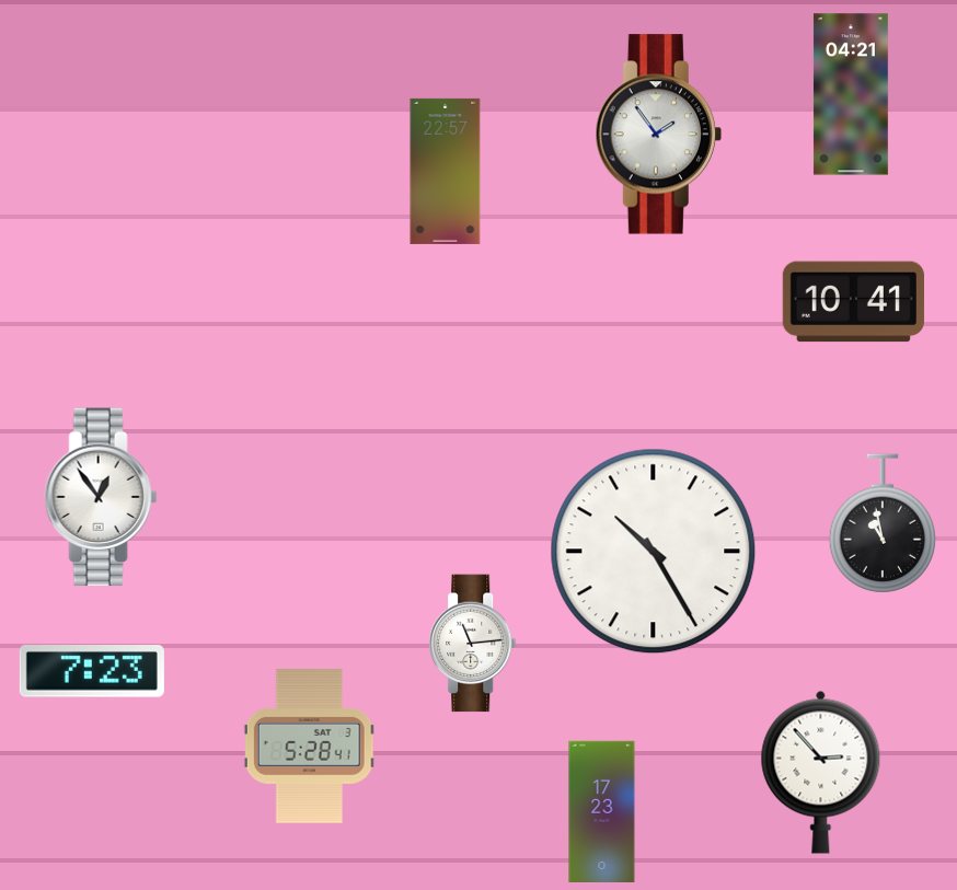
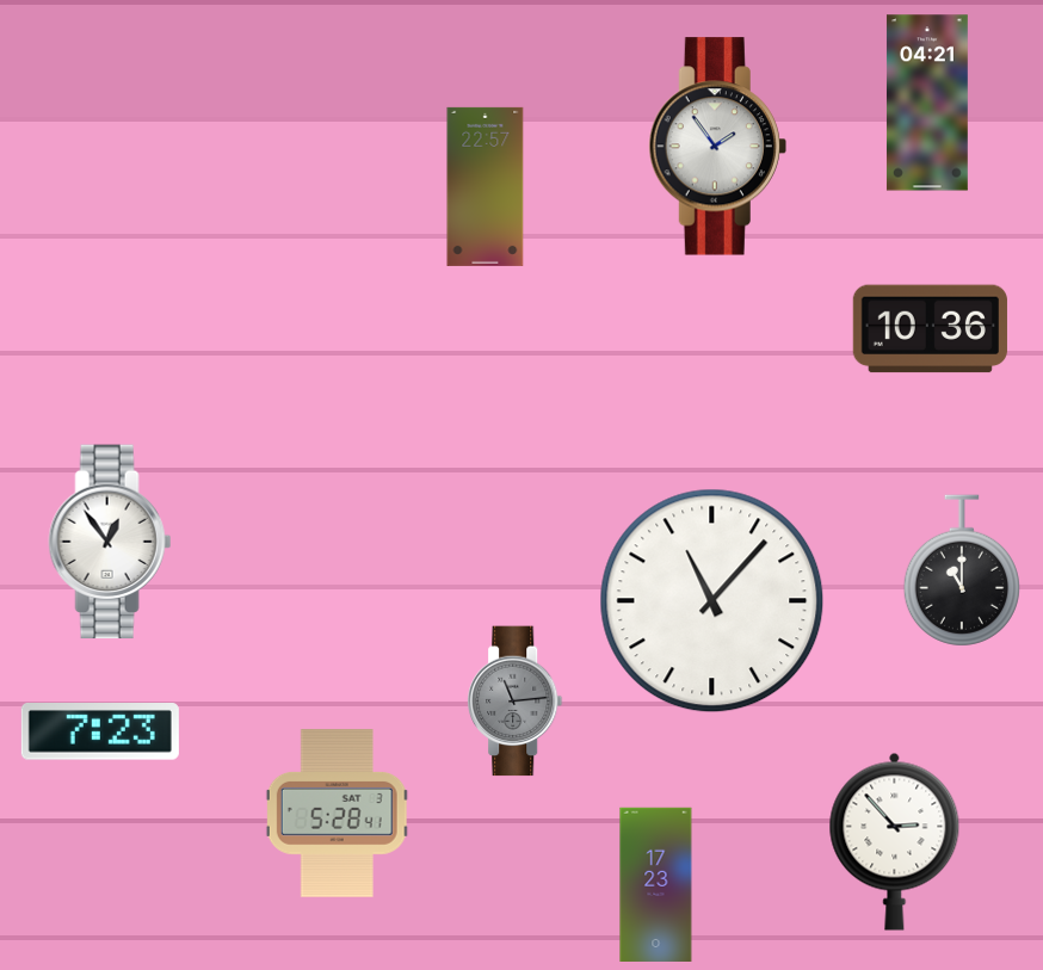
clock at (853, 302): 10:41 -> 10:36
clock at (883, 523): 10:58 -> 11:00
clock at (654, 552): 10:25 -> 11:07
clock at (473, 644) dial: white -> grey
